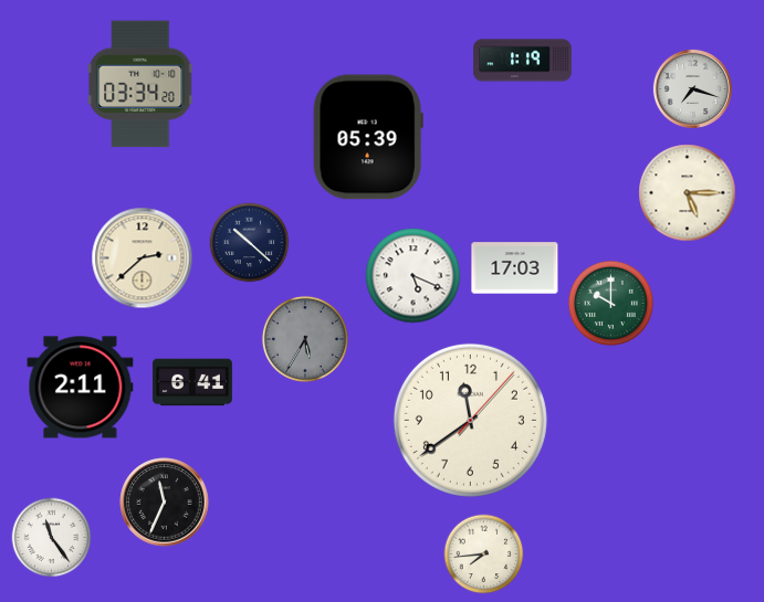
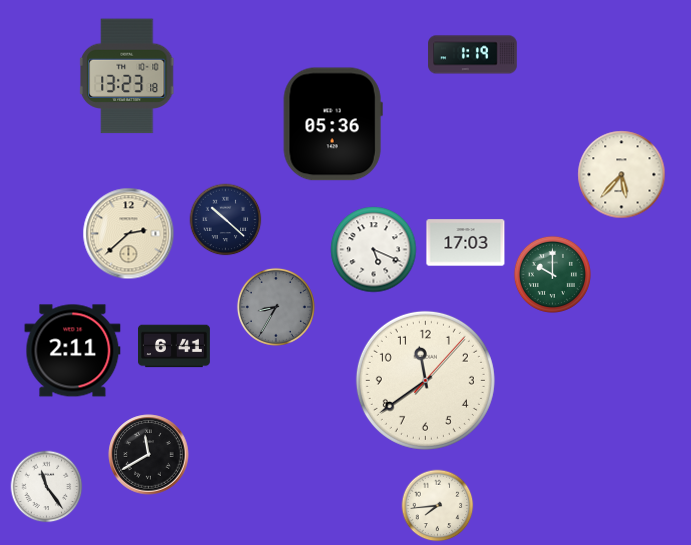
clock at (142, 84): 03:34 -> 13:23
clock at (692, 88): 7:18 -> none
clock at (368, 137): 05:39 -> 05:36
clock at (688, 193): 5:15 -> 5:37
clock at (305, 339): 5:35 -> 8:35
clock at (165, 503): 11:34 -> 11:40
clock at (484, 555) position: (484, 555) -> (438, 506)
